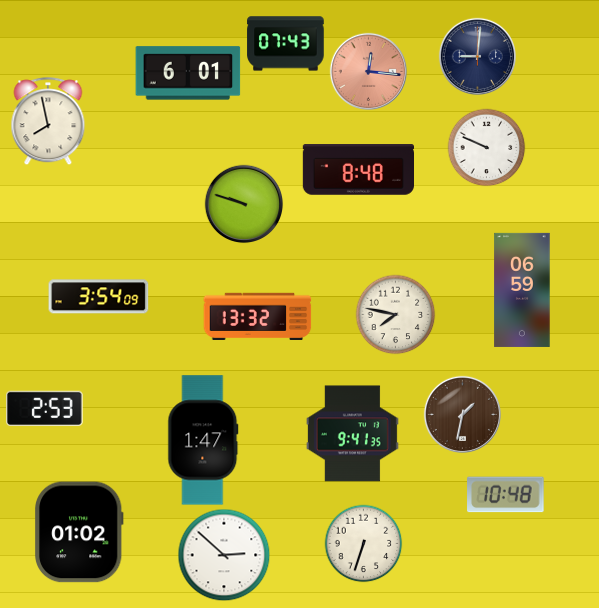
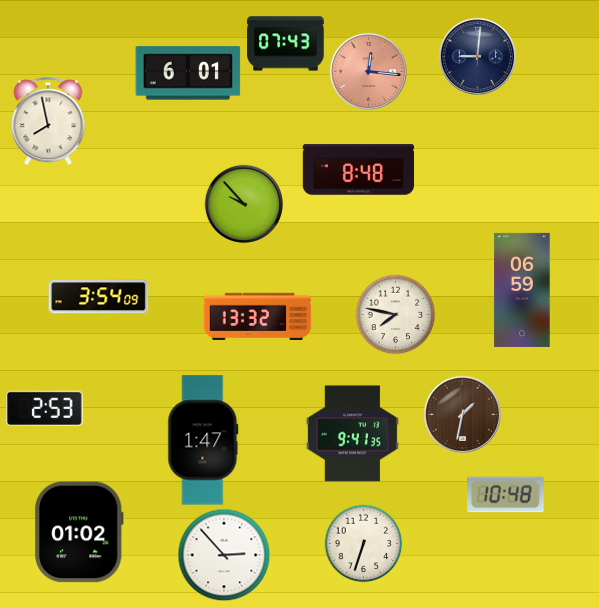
clock at (486, 147): 9:49 -> none
clock at (244, 204): 9:48 -> 9:53
clock at (224, 555): 2:52 -> 2:53
